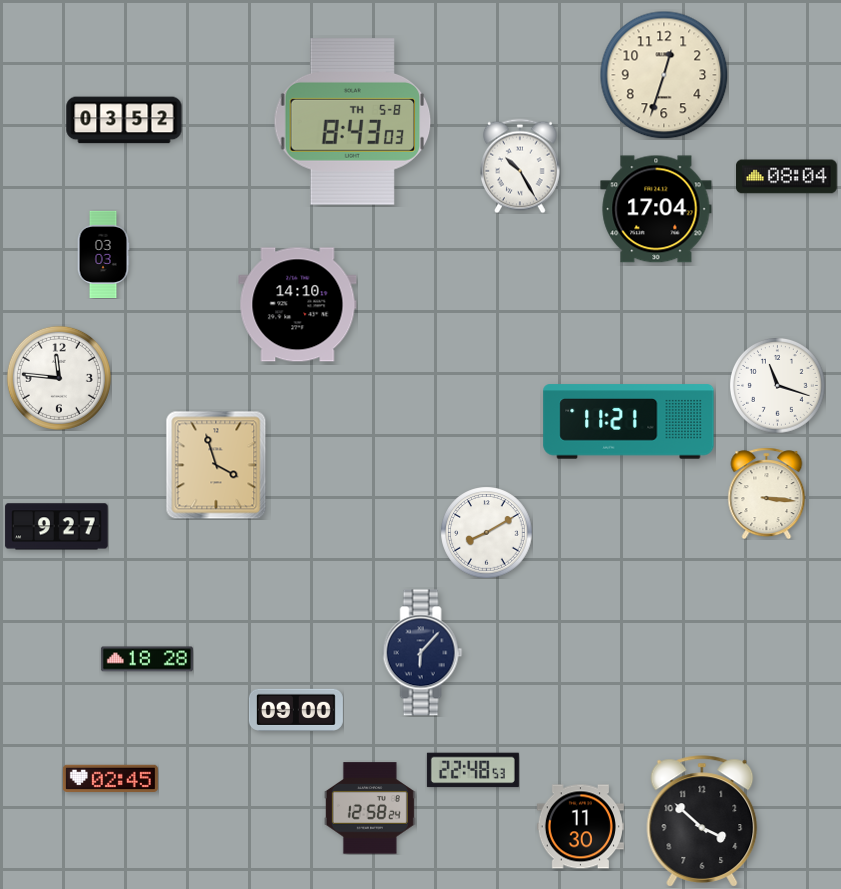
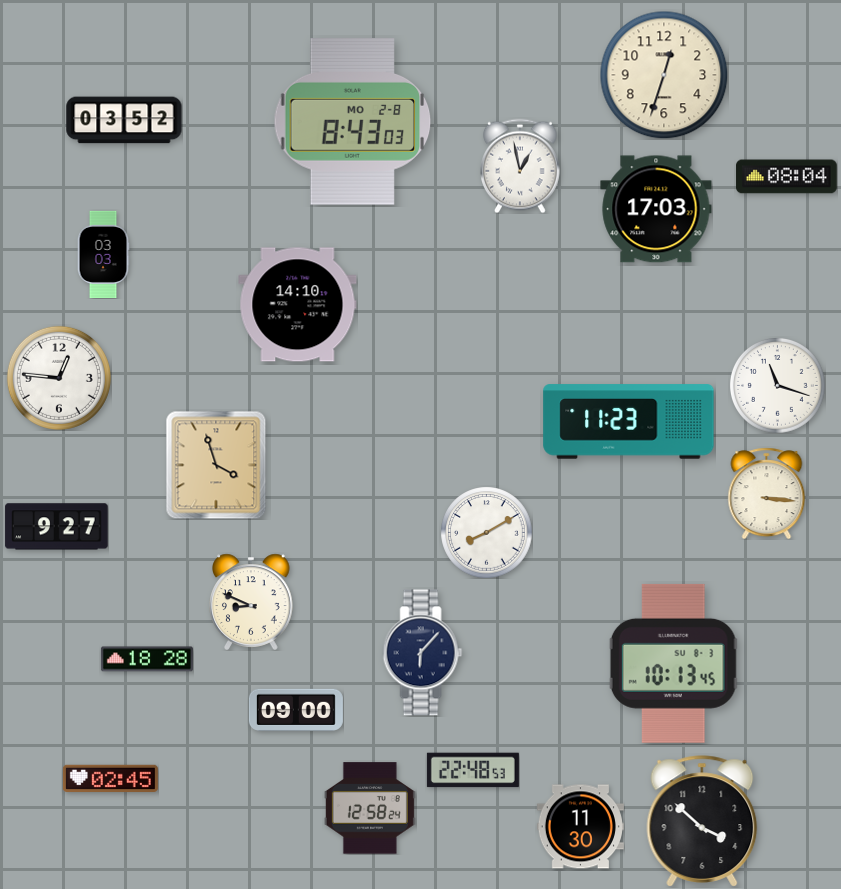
clock at (353, 122) date: TH 5-8 -> MO 2-8
clock at (521, 166): 10:25 -> 12:58
clock at (656, 209): 17:04 -> 17:03
clock at (59, 378): 11:46 -> 12:46
clock at (629, 422): 11:21 -> 11:23
clock at (251, 602): none -> 8:49
clock at (673, 663): none -> 10:13
